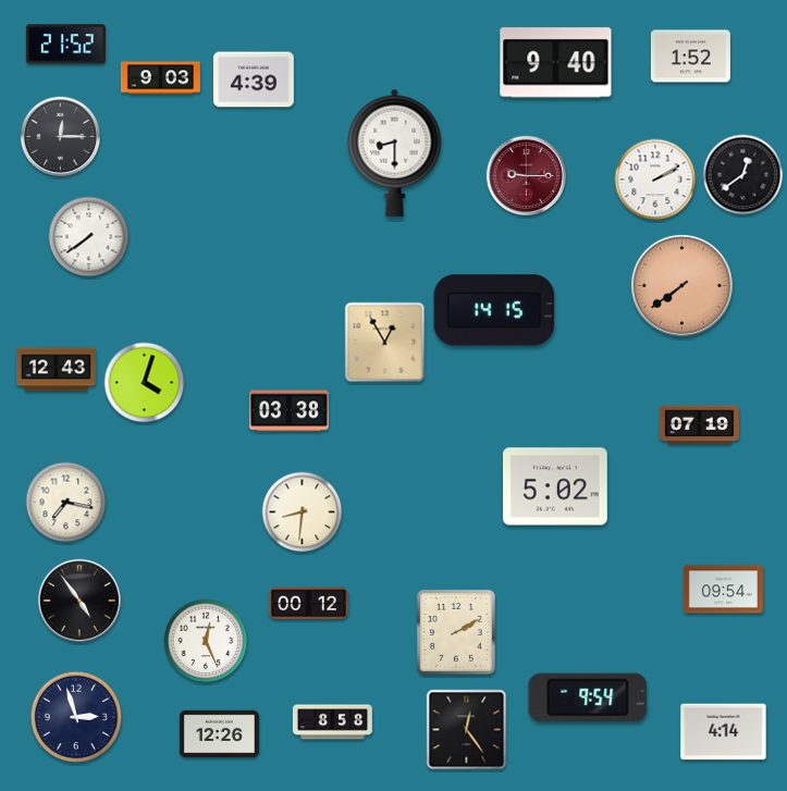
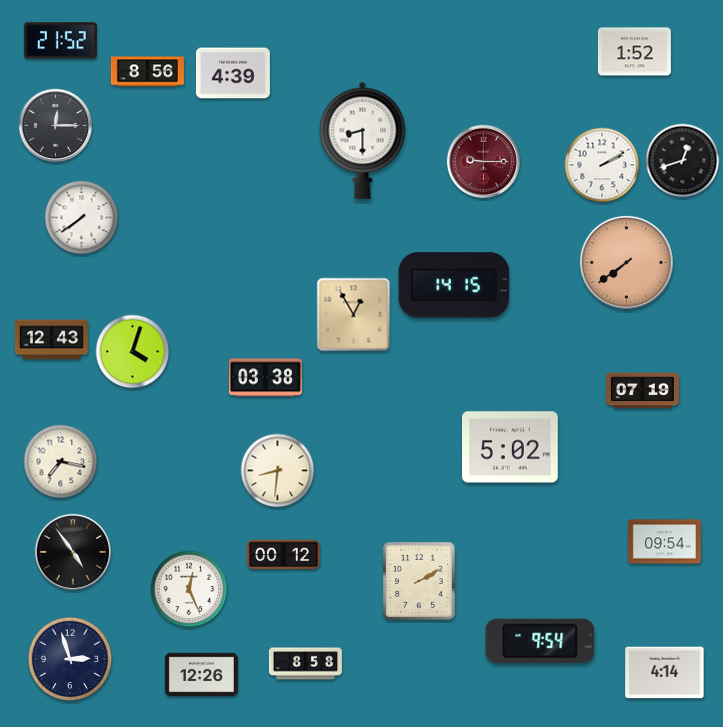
clock at (556, 63): 9:40 -> none
clock at (160, 78): 9:03 -> 8:56
clock at (743, 175): 12:39 -> 12:42
clock at (467, 730): 12:24 -> none
